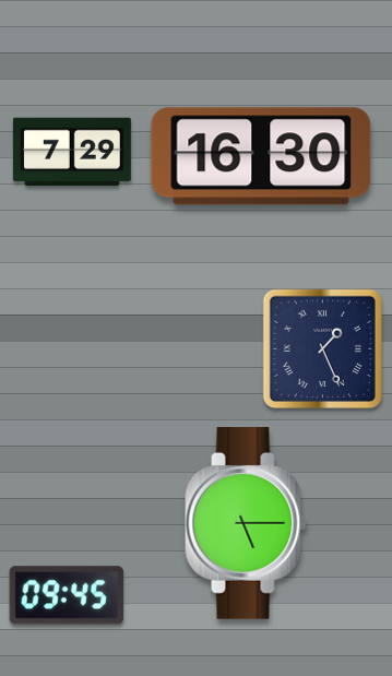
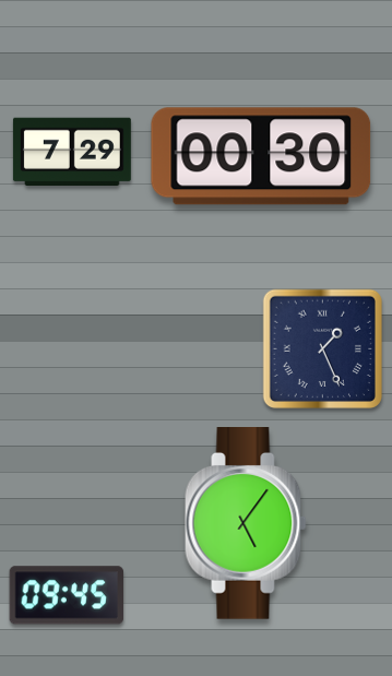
clock at (261, 156): 16:30 -> 00:30
clock at (246, 524): 5:15 -> 5:06
